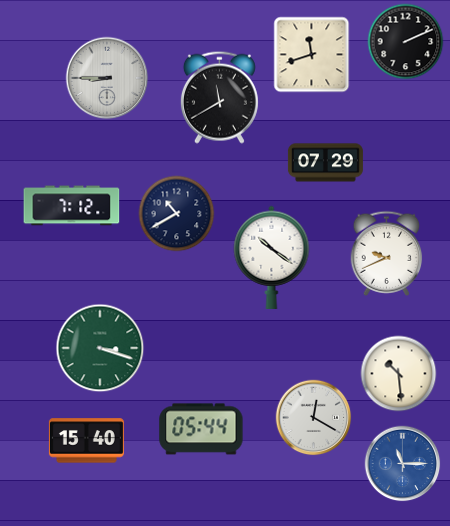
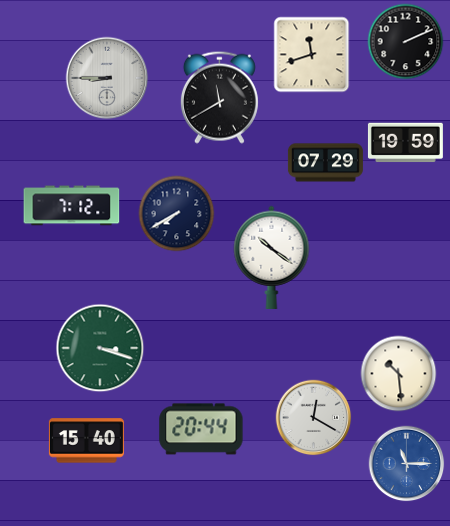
clock at (405, 143): none -> 19:59
clock at (177, 214): 10:40 -> 7:40
clock at (387, 253): 9:41 -> none
clock at (201, 429): 05:44 -> 20:44
clock at (403, 464) position: (403, 464) -> (407, 464)
